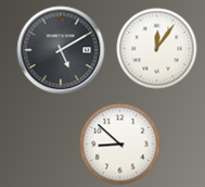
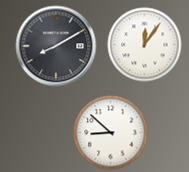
clock at (61, 50): 5:10 -> 8:10
